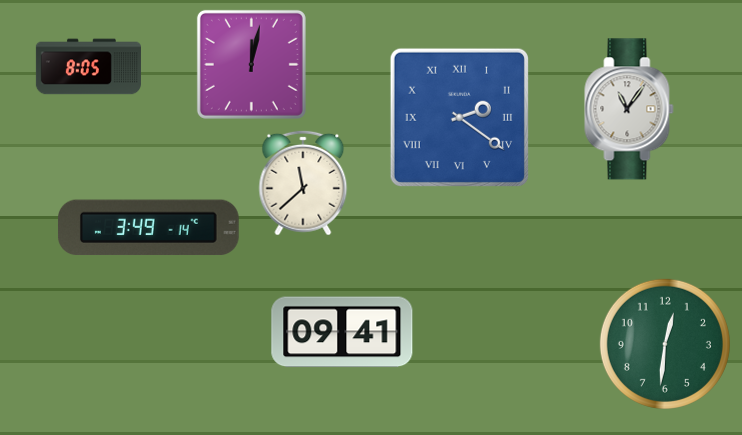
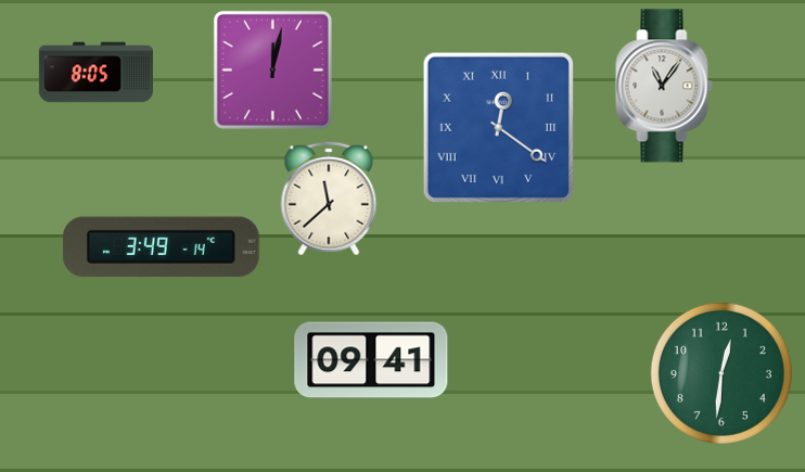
clock at (629, 109) position: (629, 109) -> (664, 86)
clock at (459, 117): 2:21 -> 12:21
